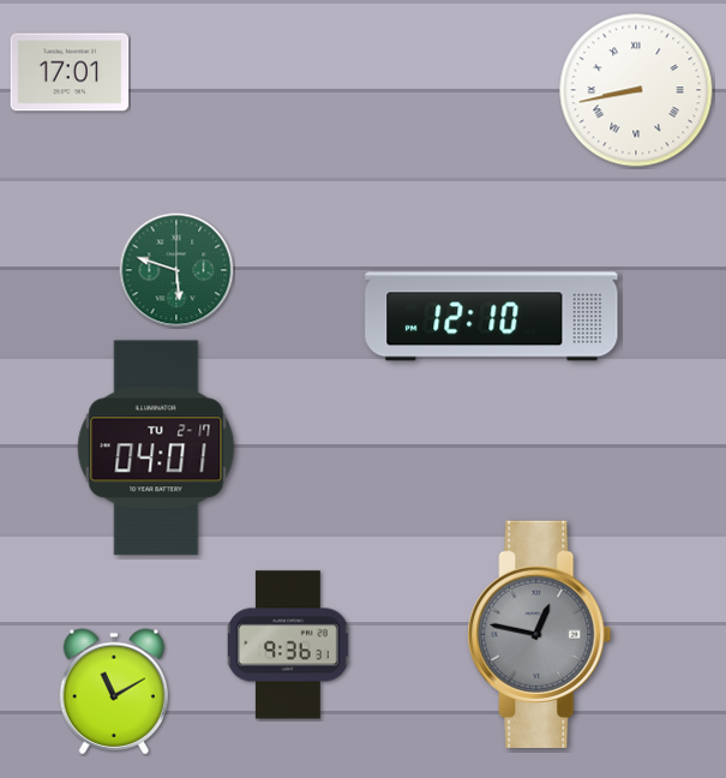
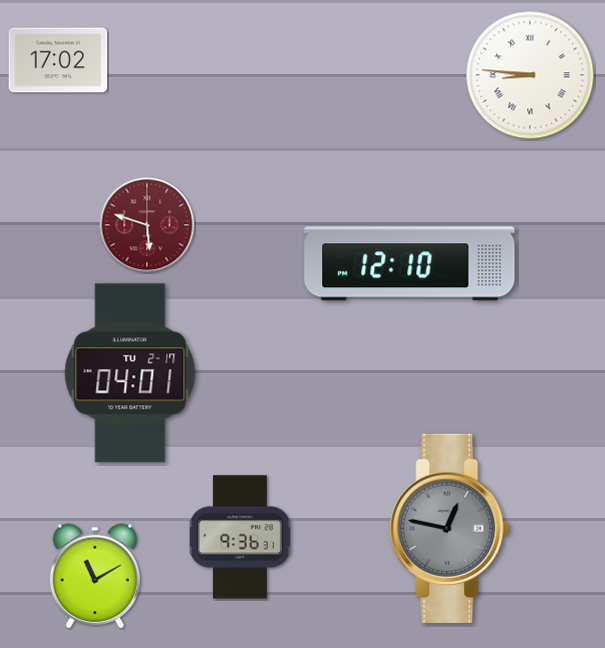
clock at (70, 72): 17:01 -> 17:02
clock at (636, 90): 8:43 -> 8:46
clock at (176, 270) dial: green -> burgundy
